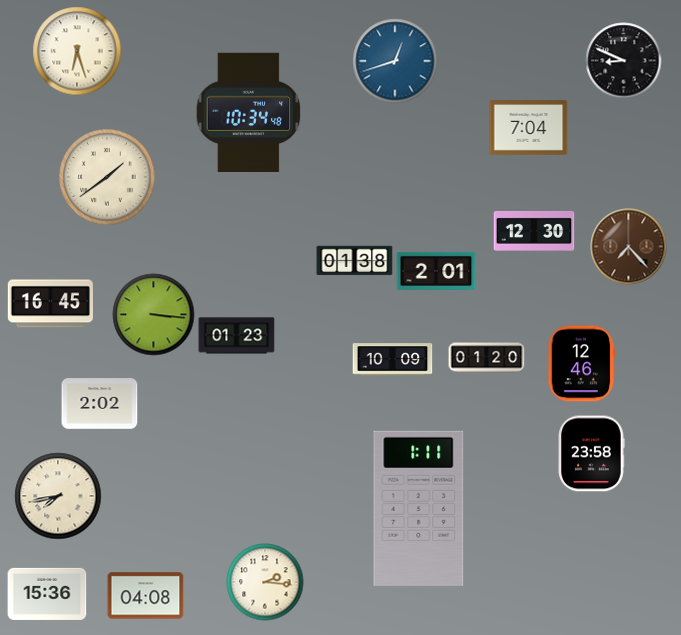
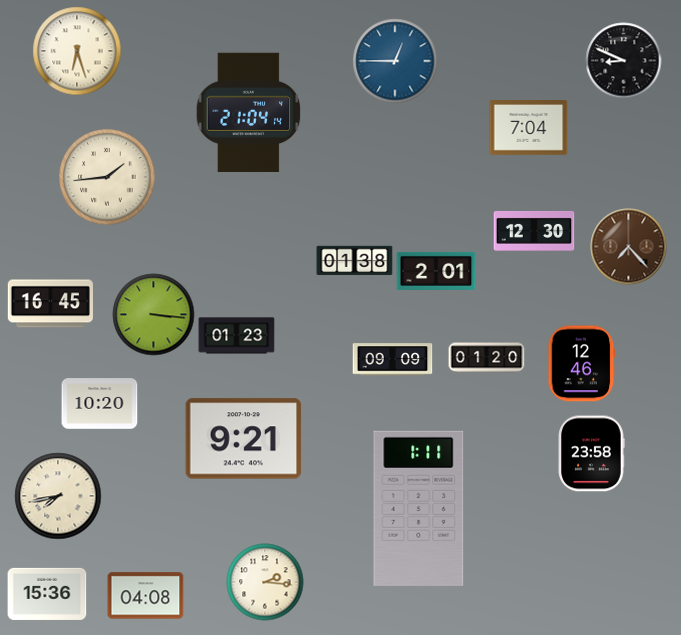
clock at (395, 61): 12:42 -> 12:45
clock at (249, 112): 10:34 -> 21:04
clock at (107, 177): 1:39 -> 1:44
clock at (393, 360): 10:09 -> 09:09
clock at (100, 404): 2:02 -> 10:20
clock at (244, 439): none -> 9:21
